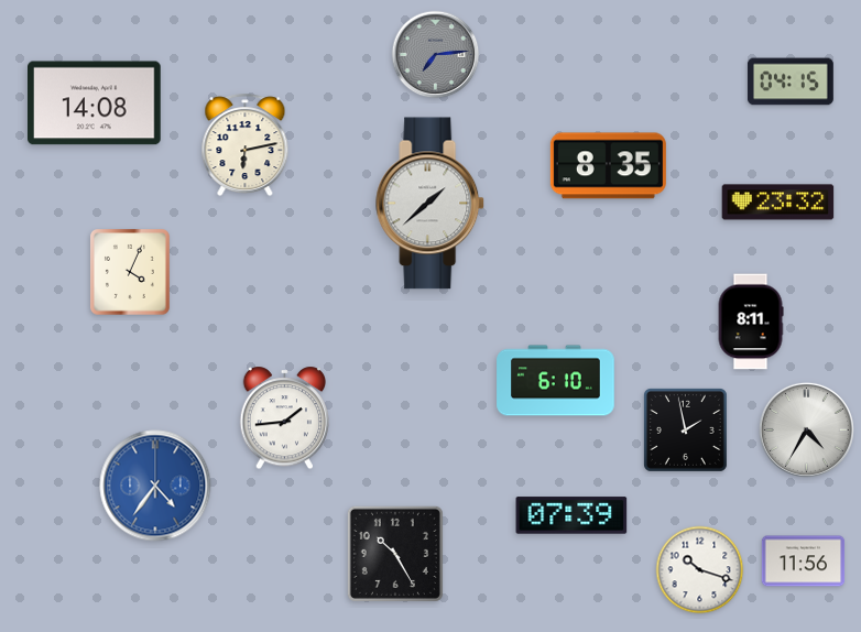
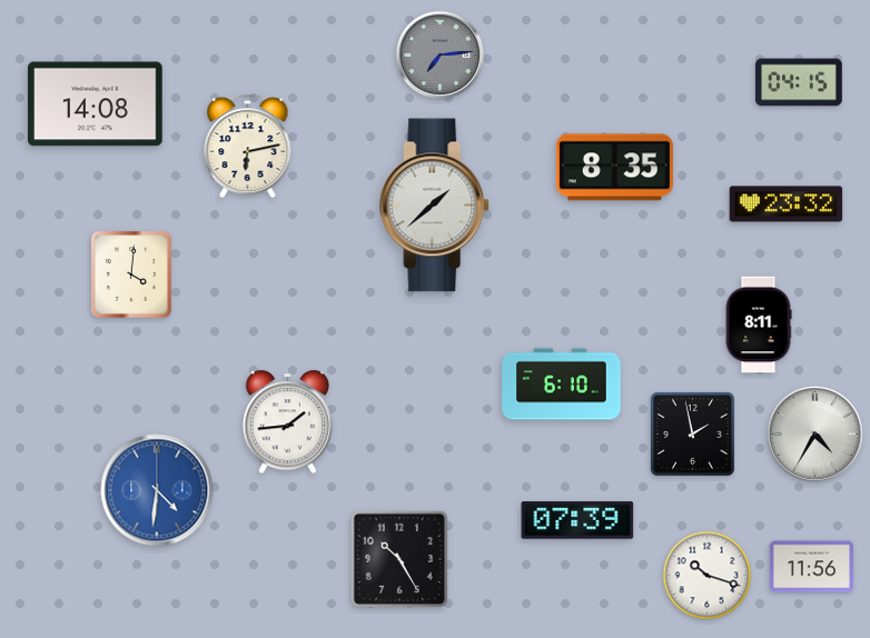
clock at (130, 273): 4:04 -> 4:01
clock at (155, 486): 4:36 -> 4:31
